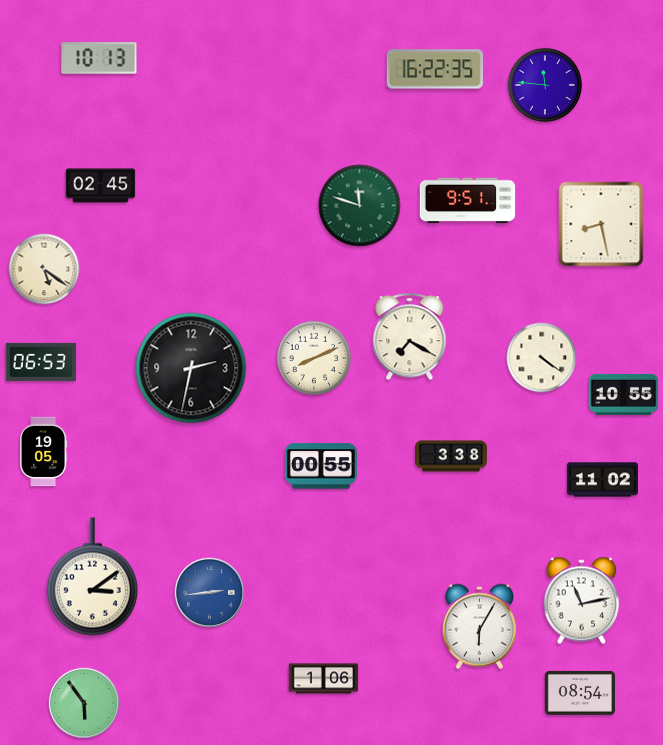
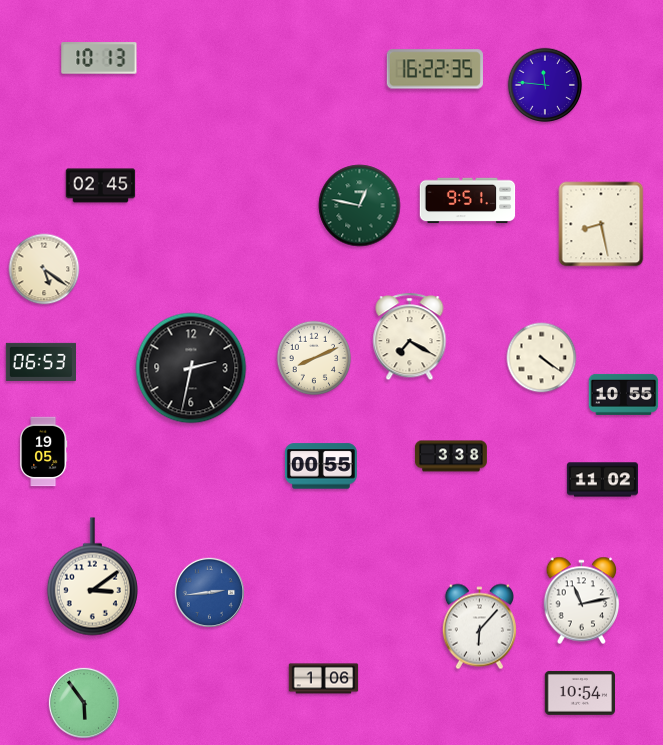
clock at (360, 206): 11:48 -> 12:47
clock at (479, 627): 6:05 -> 6:07
clock at (579, 693): 08:54 -> 10:54
